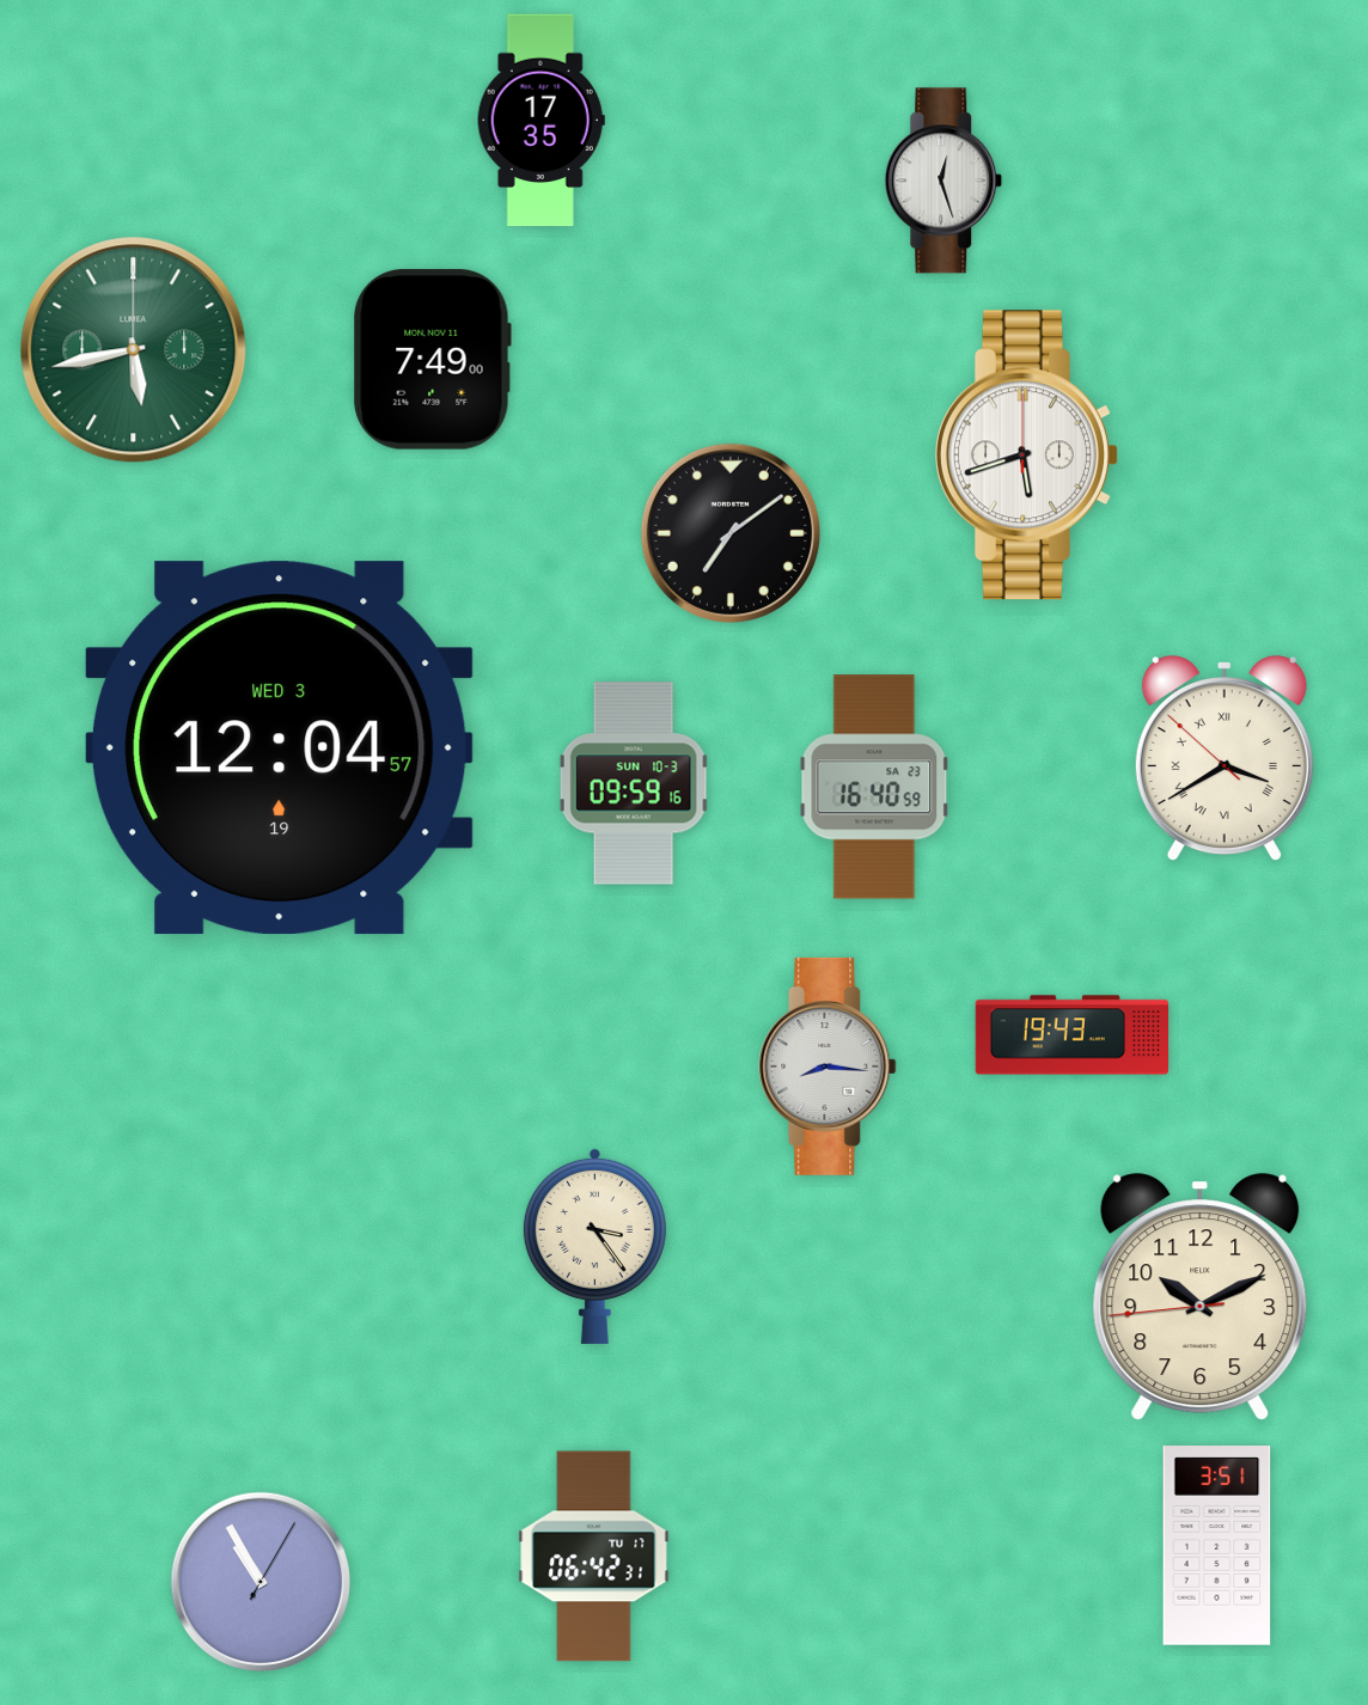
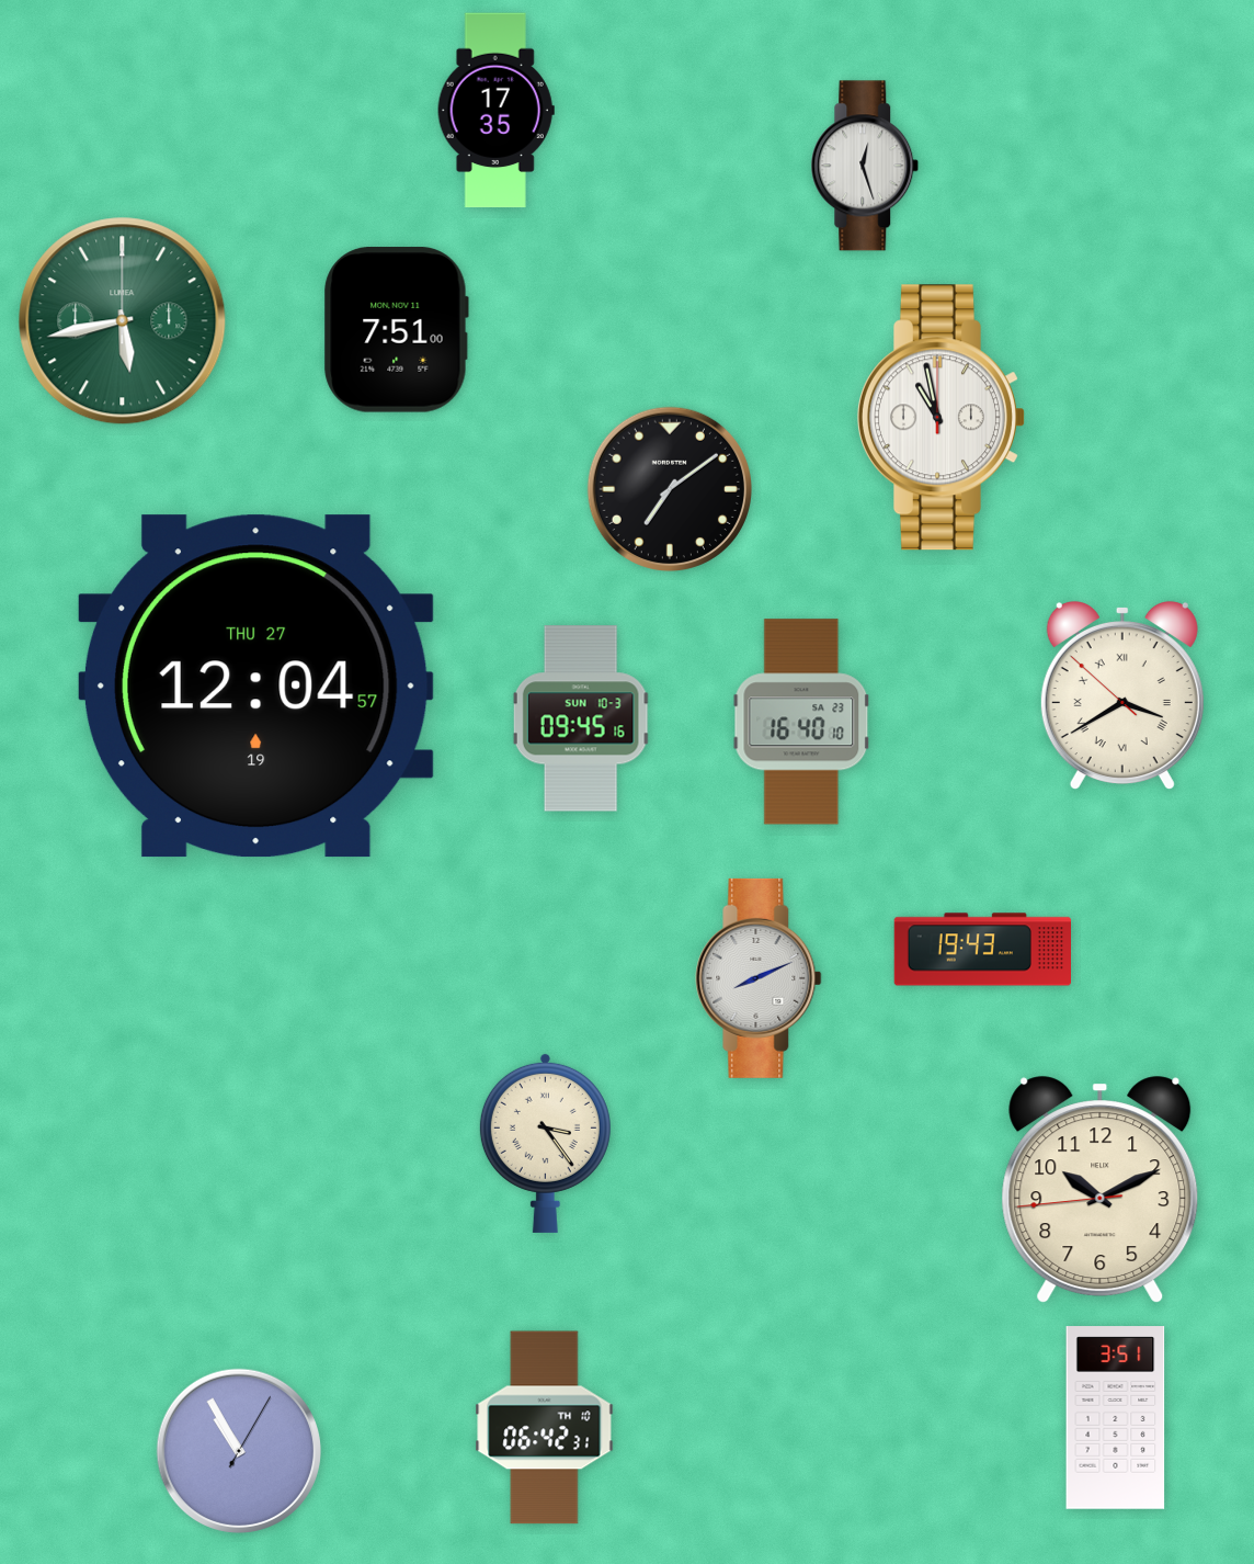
clock at (432, 360): 7:49 -> 7:51
clock at (1026, 456): 5:42 -> 10:58
clock at (279, 748) date: WED 3 -> THU 27
clock at (634, 783): 09:59 -> 09:45
clock at (874, 787): 16:40:59 -> 16:40:10
clock at (827, 1067): 8:16 -> 8:11
clock at (594, 1557) date: TU 17 -> TH 10
